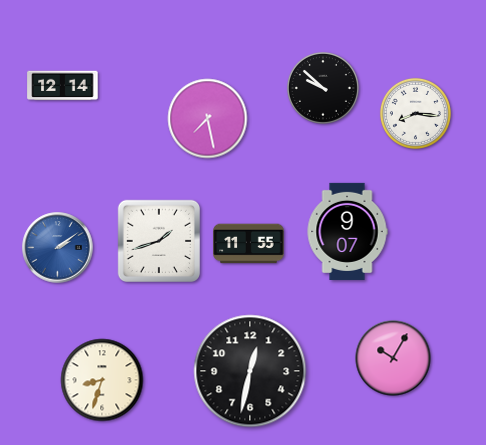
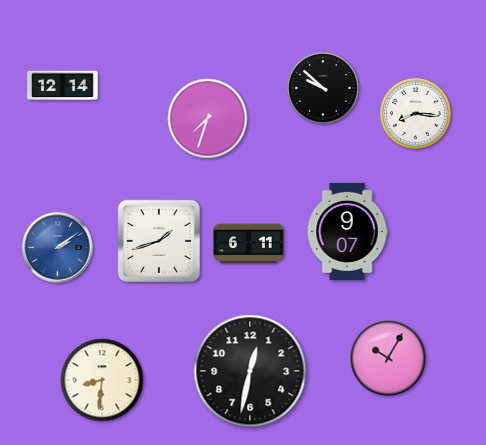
clock at (208, 119): 7:28 -> 7:33
clock at (249, 244): 11:55 -> 6:11
clock at (393, 358) position: (393, 358) -> (388, 358)
clock at (102, 380): 8:33 -> 8:31
